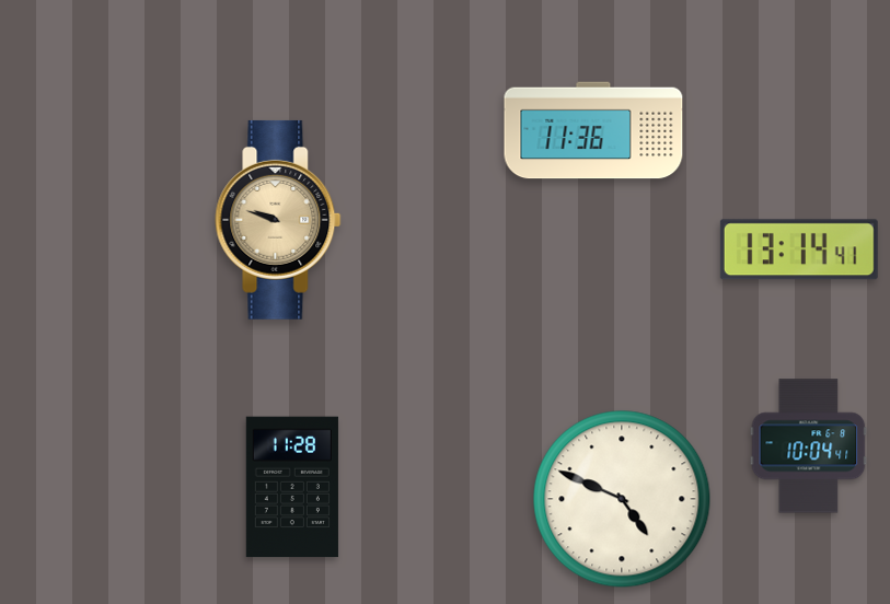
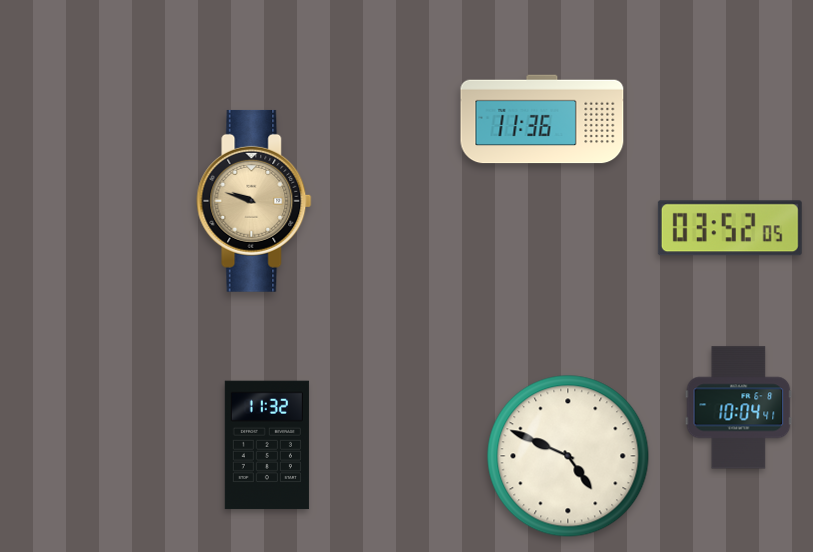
clock at (799, 249): 13:14 -> 03:52
clock at (292, 487): 11:28 -> 11:32
